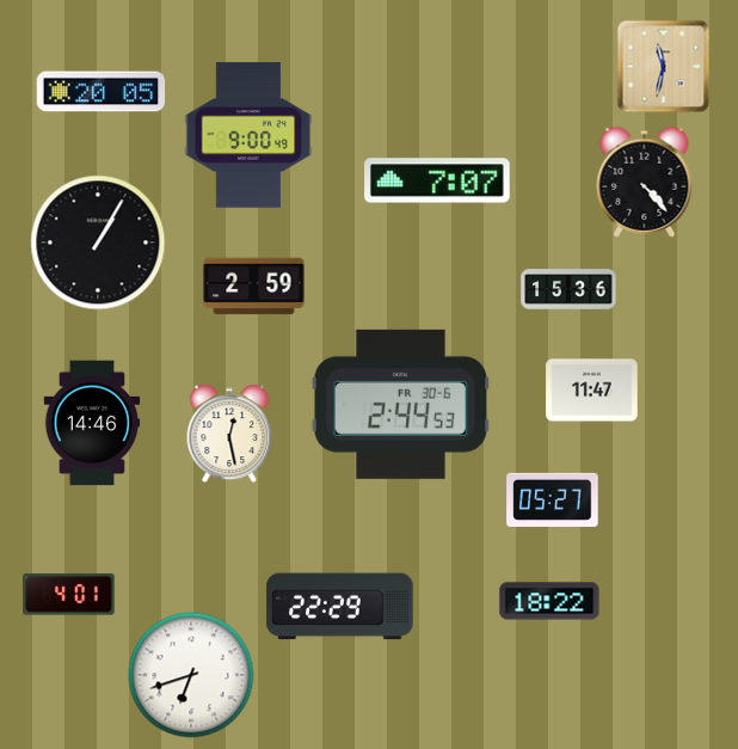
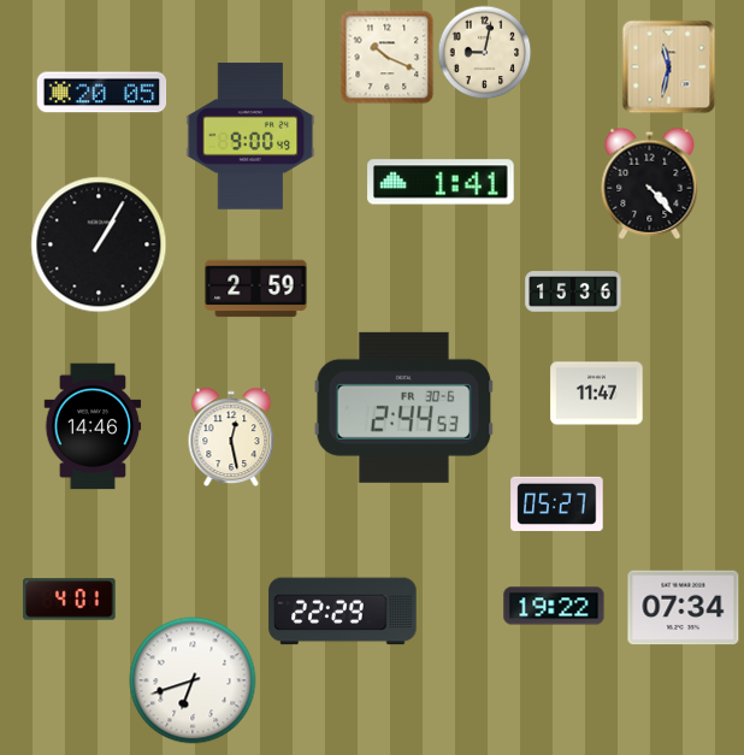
clock at (484, 52): none -> 9:02
clock at (386, 57): none -> 10:19
clock at (437, 180): 7:07 -> 1:41
clock at (549, 601): 18:22 -> 19:22
clock at (684, 608): none -> 07:34
